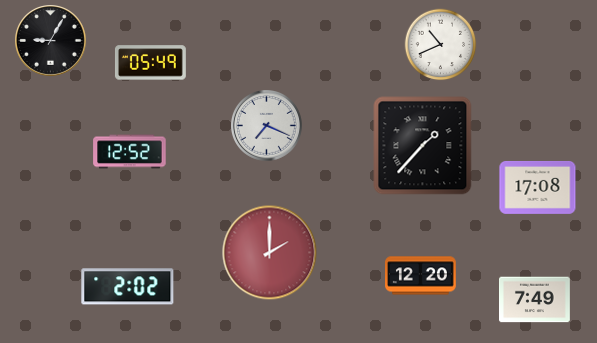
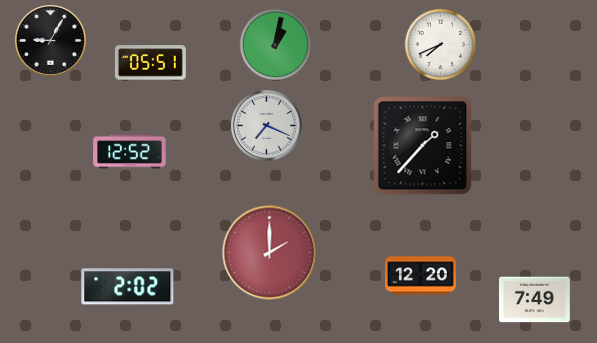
clock at (276, 45): none -> 1:02
clock at (441, 45): 10:41 -> 7:41
clock at (150, 63): 05:49 -> 05:51
clock at (538, 187): 17:08 -> none
